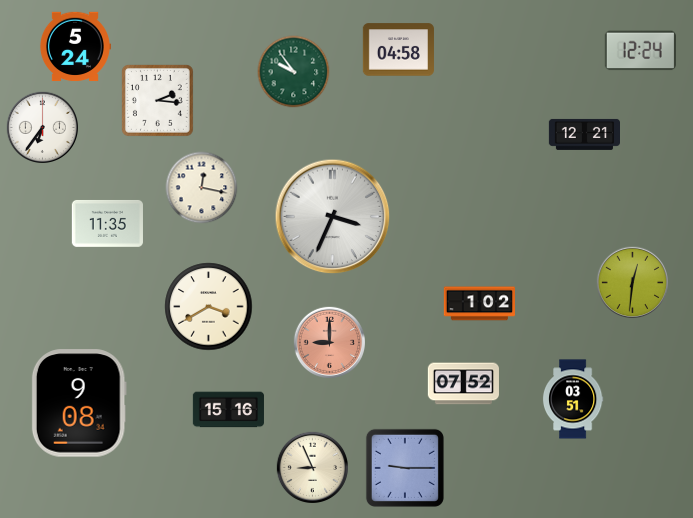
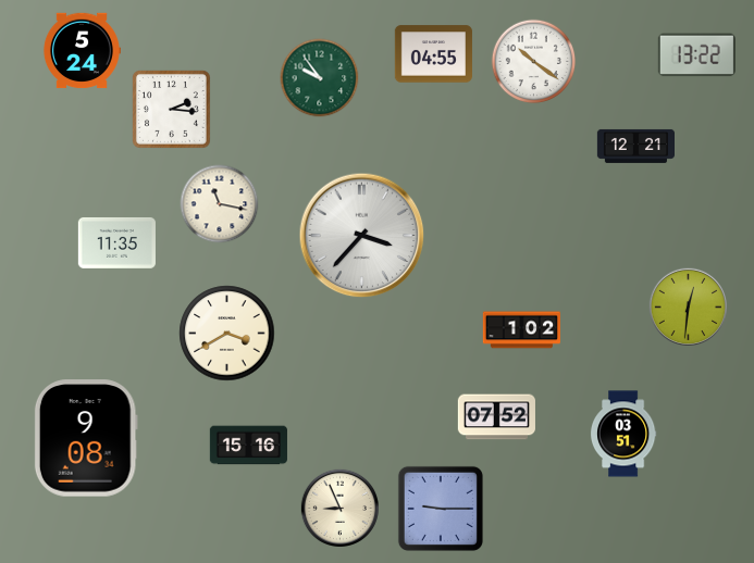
clock at (398, 50): 04:58 -> 04:55
clock at (640, 51): 12:24 -> 13:22
clock at (534, 62): none -> 10:21
clock at (42, 127): 6:36 -> none
clock at (202, 188): 12:17 -> 11:17
clock at (333, 217): 3:34 -> 3:37
clock at (329, 342): 9:00 -> none
clock at (463, 384) position: (463, 384) -> (496, 417)
